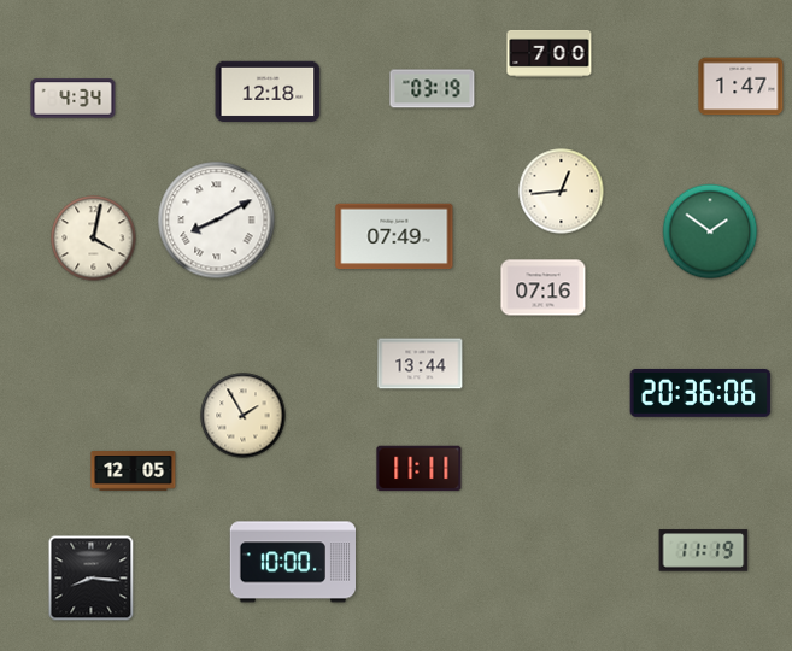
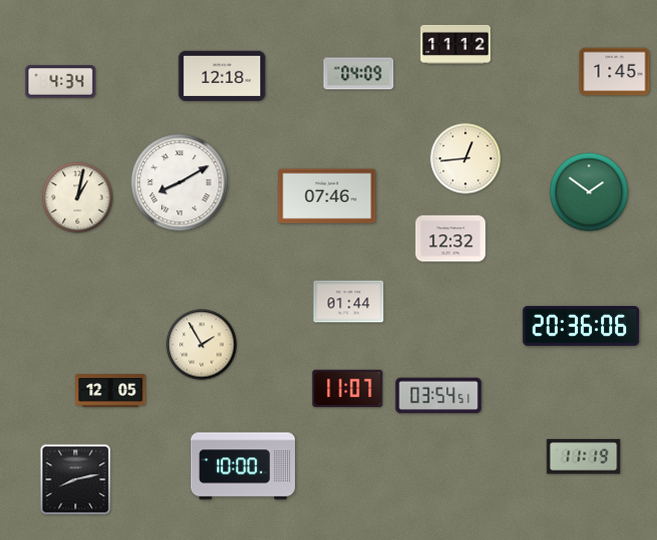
clock at (550, 53): 7:00 -> 11:12
clock at (741, 87): 1:47 -> 1:45
clock at (433, 89): 03:19 -> 04:09
clock at (394, 236): 07:49 -> 07:46
clock at (94, 239): 4:02 -> 1:02
clock at (544, 288): 07:16 -> 12:32
clock at (421, 364): 13:44 -> 01:44
clock at (420, 469): 11:11 -> 11:07
clock at (439, 396): none -> 03:54
clock at (92, 579): 8:16 -> 8:13
